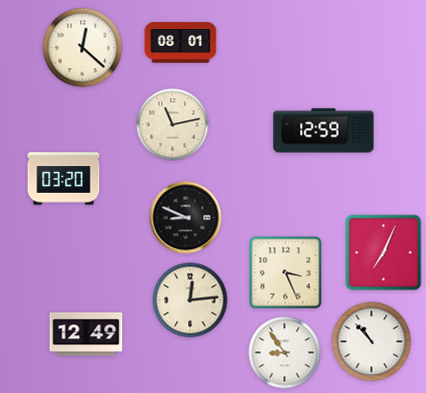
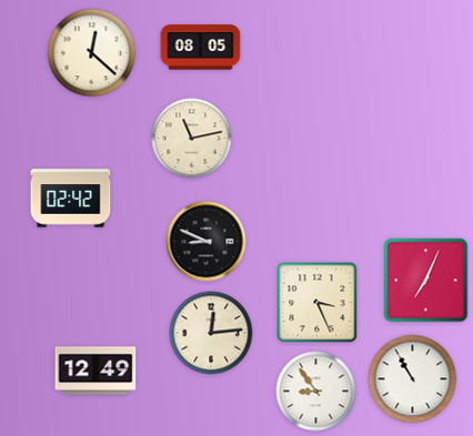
clock at (181, 43): 08:01 -> 08:05
clock at (324, 131): 12:59 -> none
clock at (64, 179): 03:20 -> 02:42
clock at (372, 342): 10:53 -> 10:55
